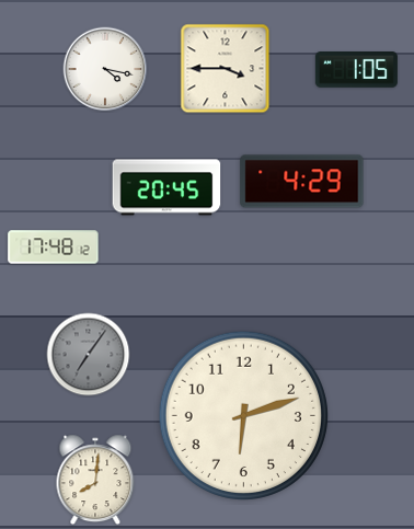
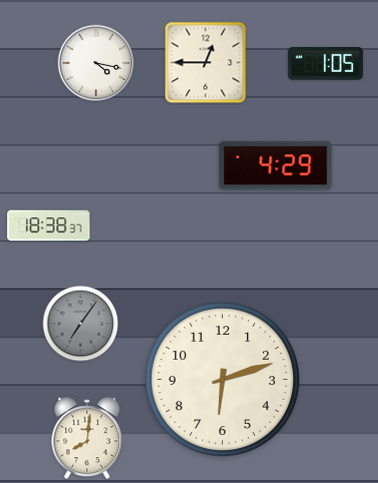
clock at (226, 69): 3:45 -> 12:45
clock at (166, 187): 20:45 -> none
clock at (54, 248): 17:48 -> 18:38
